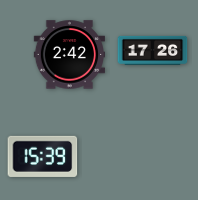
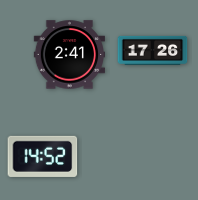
clock at (69, 55): 2:42 -> 2:41
clock at (43, 156): 15:39 -> 14:52
